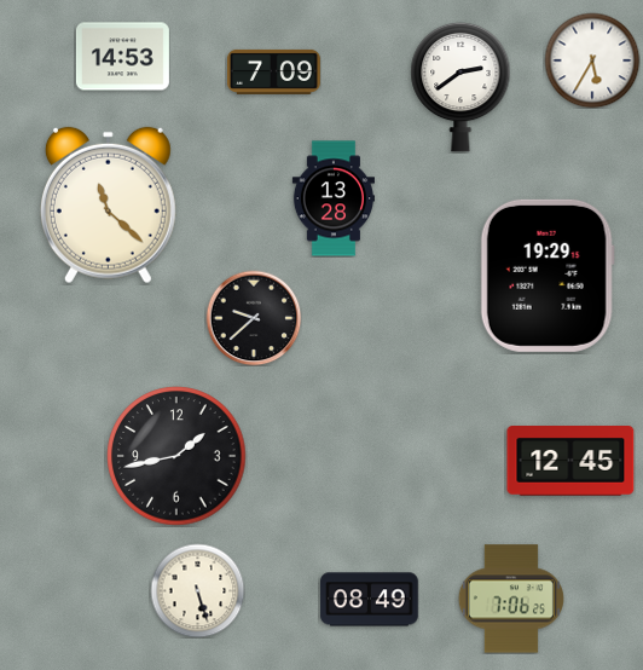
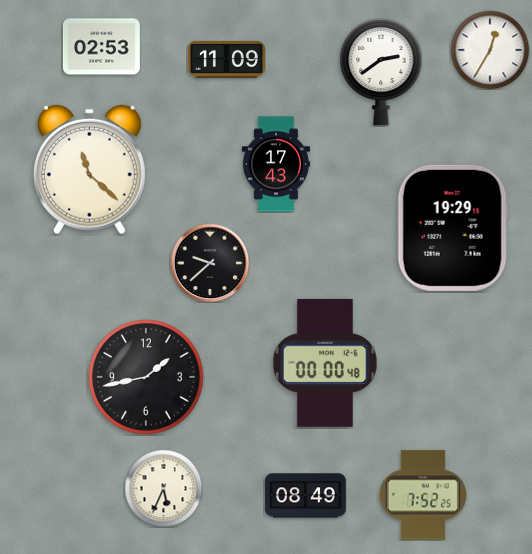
clock at (122, 57): 14:53 -> 02:53
clock at (592, 60): 5:35 -> 12:35
clock at (273, 71): 7:09 -> 11:09
clock at (334, 198): 13:28 -> 17:43
clock at (325, 363): none -> 00:00
clock at (570, 462): 12:45 -> none
clock at (197, 590): 5:27 -> 5:34
clock at (511, 599): 7:06 -> 7:52
